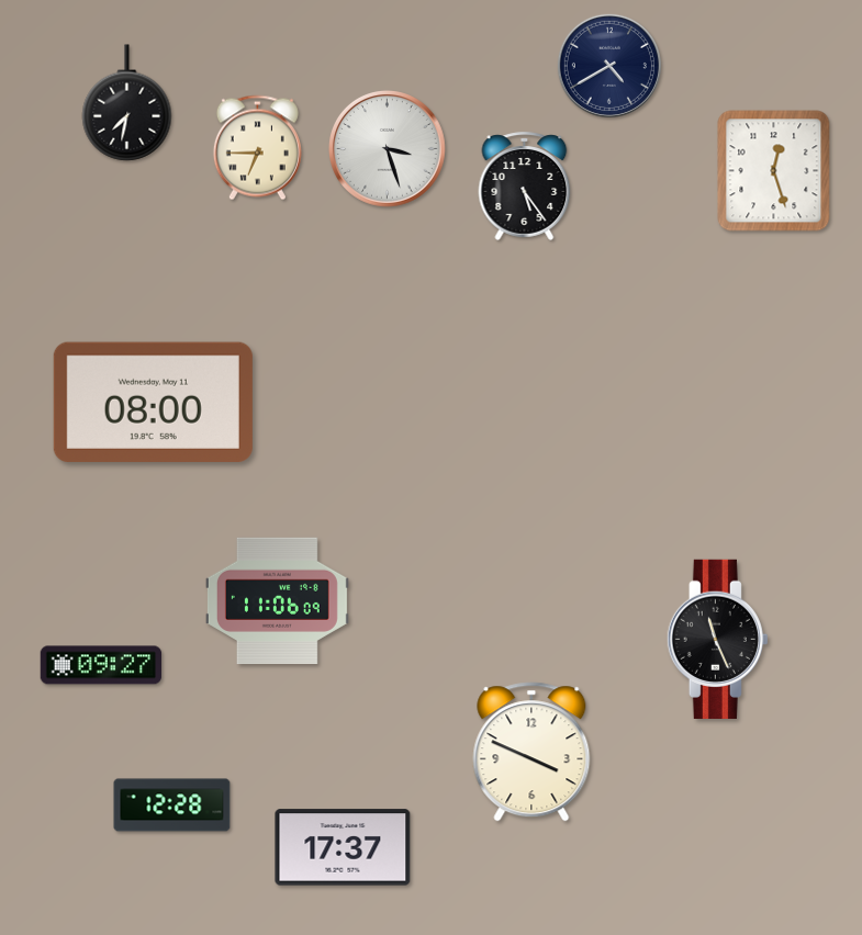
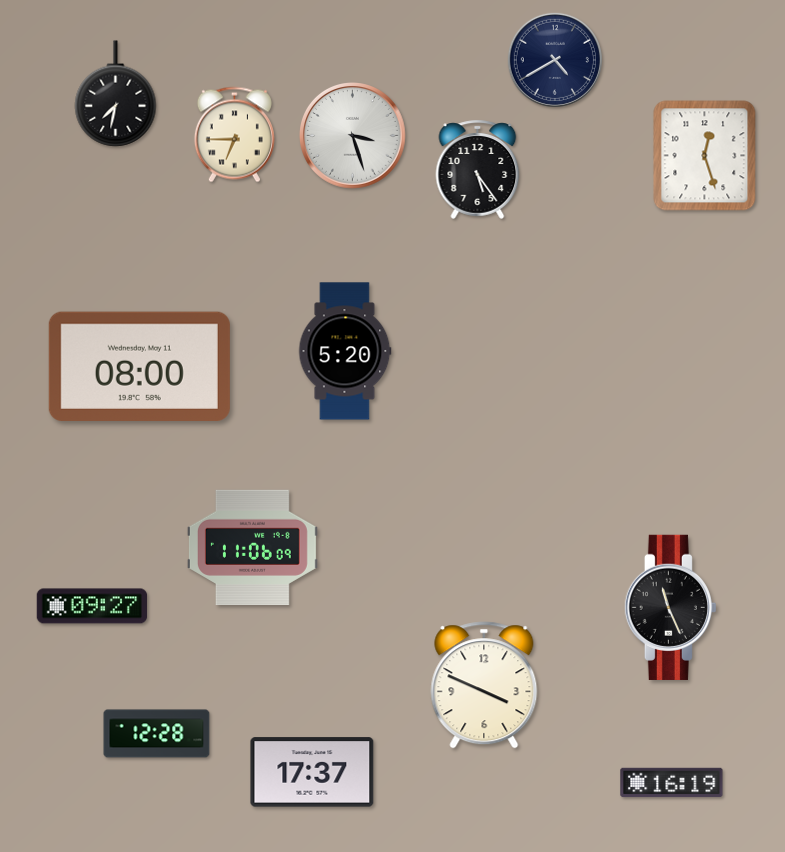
clock at (345, 351): none -> 5:20
clock at (717, 639) position: (717, 639) -> (670, 607)
clock at (672, 783): none -> 16:19
